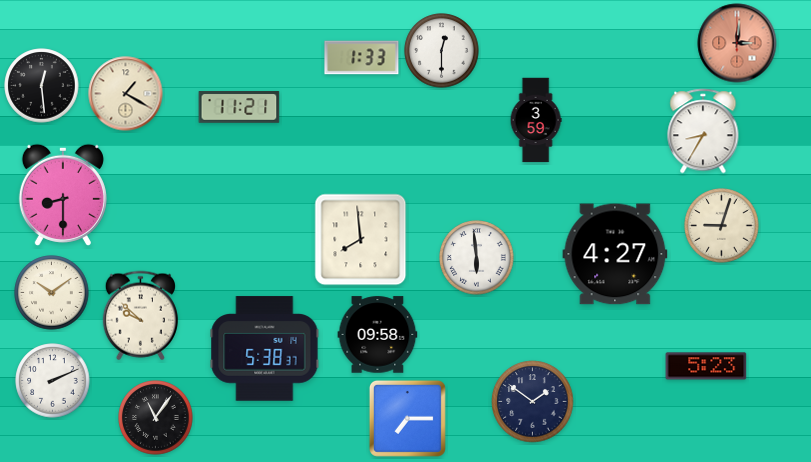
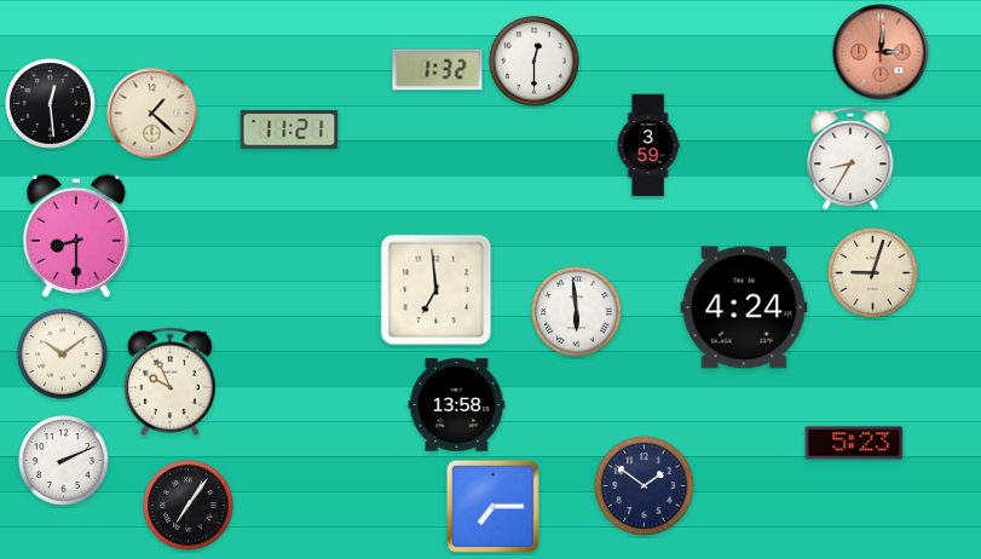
clock at (737, 43) position: (737, 43) -> (881, 52)
clock at (362, 58): 1:33 -> 1:32
clock at (126, 94): 1:20 -> 1:22
clock at (361, 240): 7:59 -> 6:59
clock at (615, 254): 4:27 -> 4:24
clock at (140, 316): 9:52 -> 9:56
clock at (378, 335): 09:58 -> 13:58
clock at (265, 349): 5:38 -> none
clock at (156, 418): 11:06 -> 7:06
